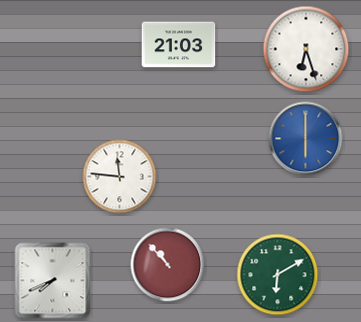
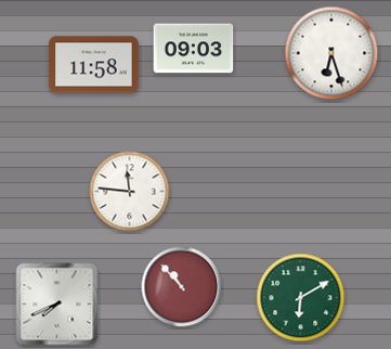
clock at (179, 45): 21:03 -> 09:03
clock at (94, 65): none -> 11:58
clock at (306, 139): 6:00 -> none
